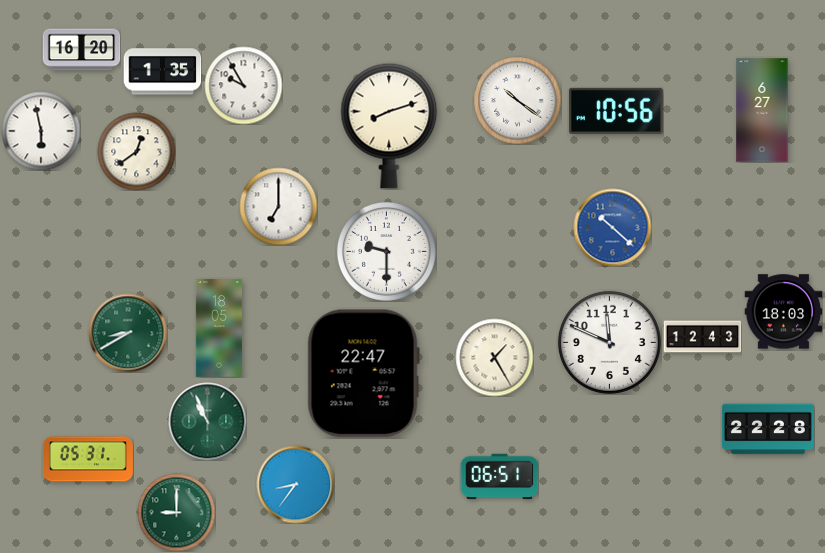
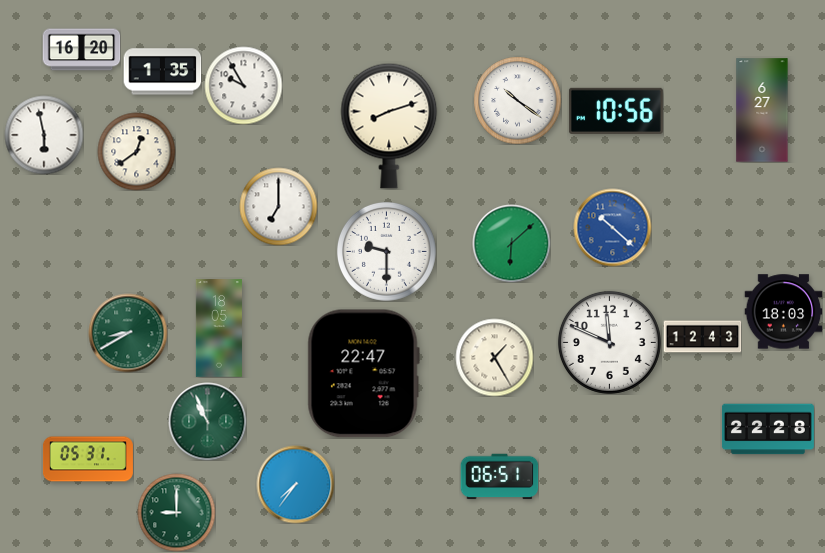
clock at (41, 131) position: (41, 131) -> (44, 135)
clock at (511, 243): none -> 6:08
clock at (295, 484): 8:36 -> 7:36
